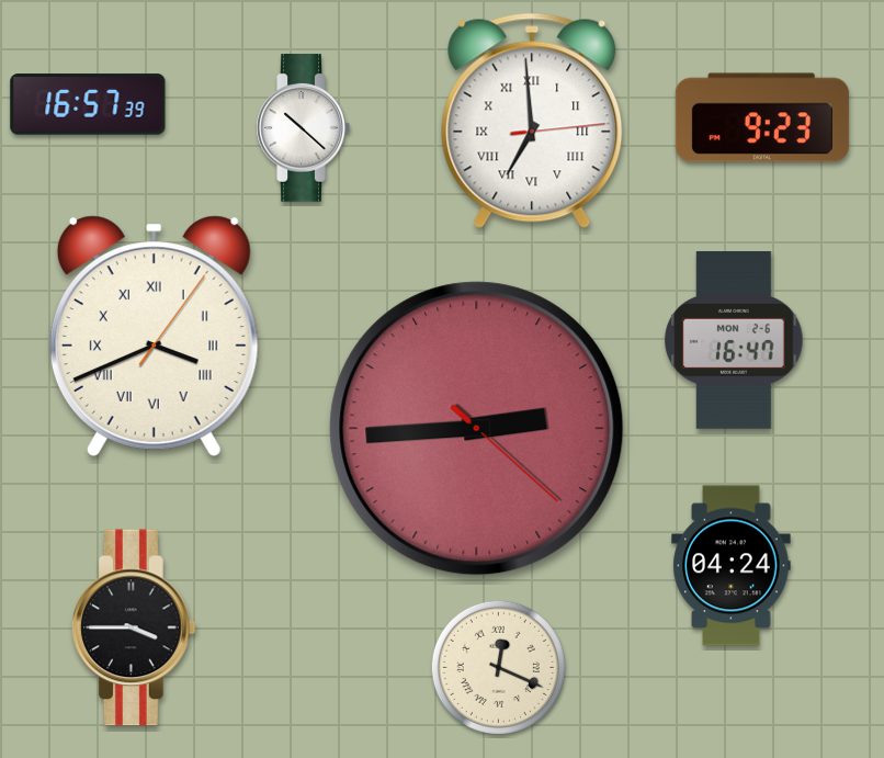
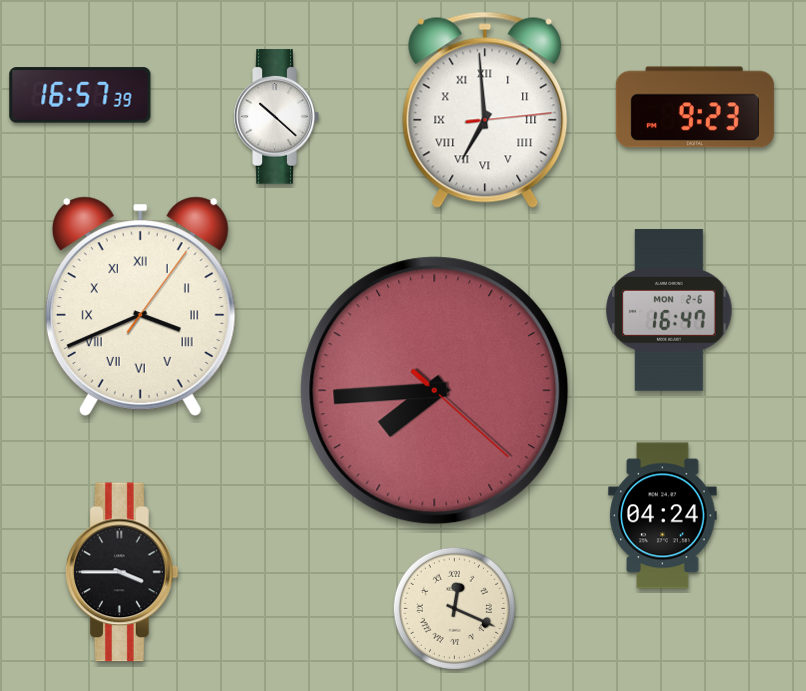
clock at (477, 429): 2:44 -> 7:44
clock at (732, 566) position: (732, 566) -> (663, 516)
